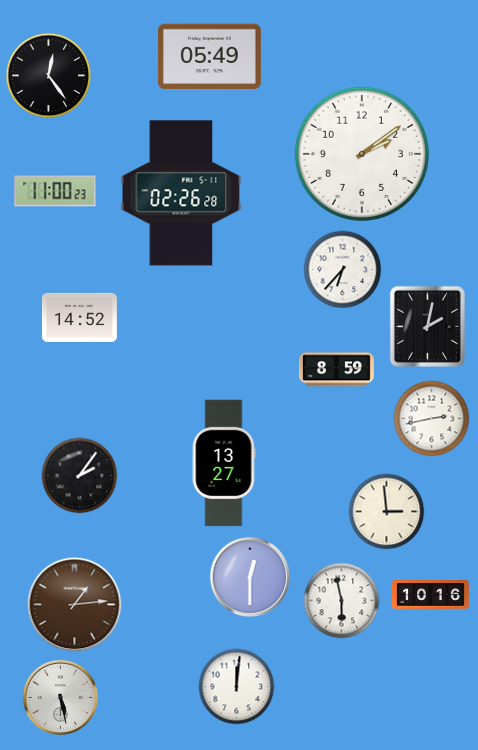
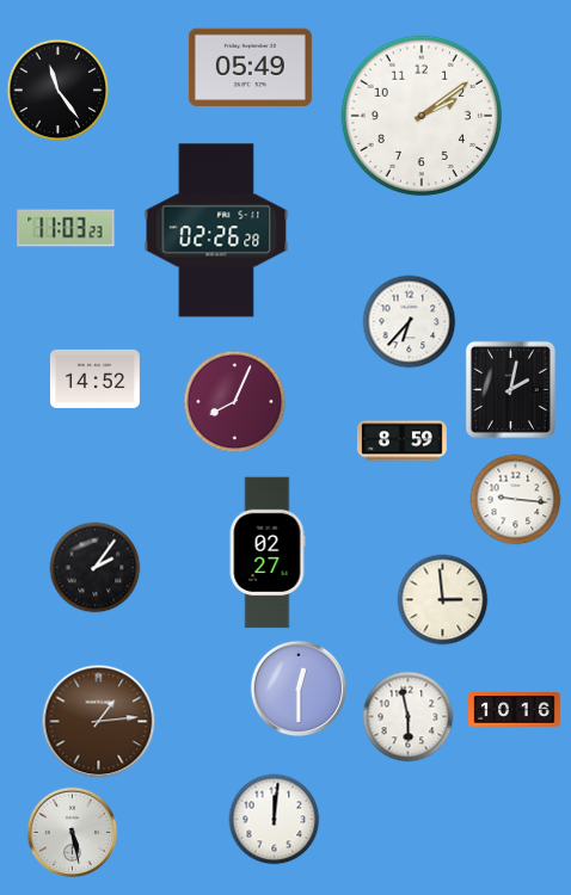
clock at (49, 76): 12:24 -> 11:24
clock at (362, 154) position: (362, 154) -> (422, 116)
clock at (55, 191): 11:00 -> 11:03
clock at (235, 402): none -> 8:04
clock at (432, 419): 2:43 -> 9:16
clock at (224, 463): 13:27 -> 02:27
clock at (387, 512) position: (387, 512) -> (443, 600)
clock at (75, 605) position: (75, 605) -> (99, 722)
clock at (237, 687) position: (237, 687) -> (275, 820)
